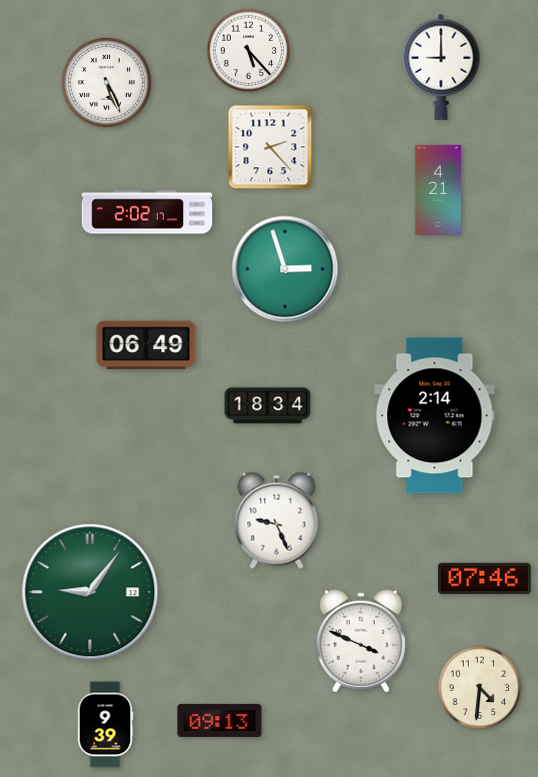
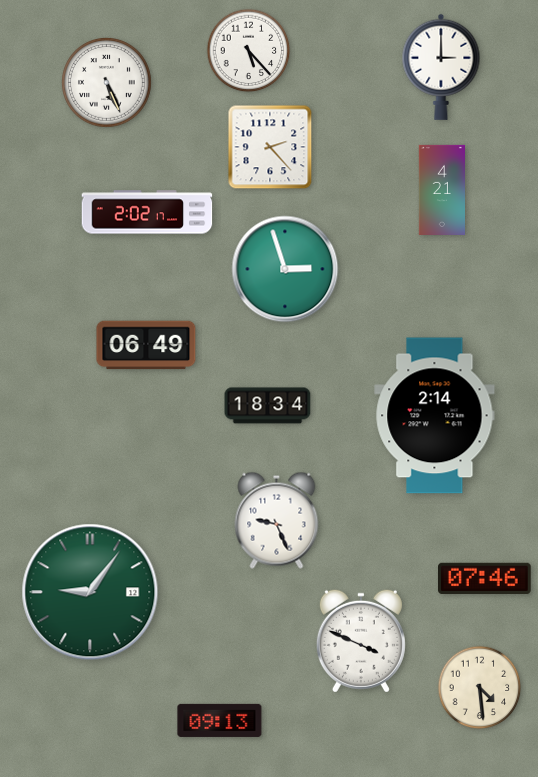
clock at (441, 67): 9:00 -> 3:00
clock at (437, 190) position: (437, 190) -> (441, 190)
clock at (480, 688): 4:31 -> 4:29
clock at (105, 725): 9:39 -> none
